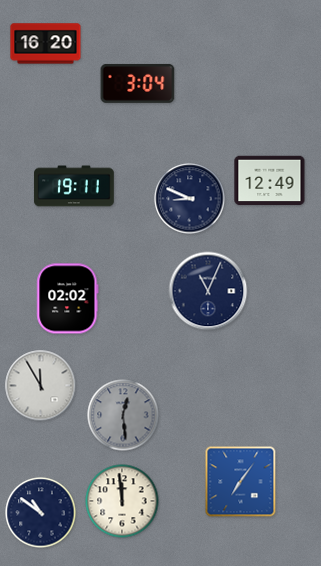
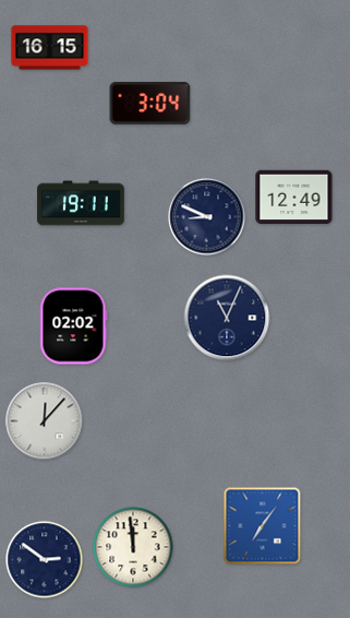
clock at (46, 44): 16:20 -> 16:15
clock at (138, 83) position: (138, 83) -> (150, 103)
clock at (41, 386): 11:55 -> 12:07
clock at (123, 415): 12:29 -> none
clock at (41, 513): 10:51 -> 2:51
